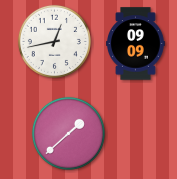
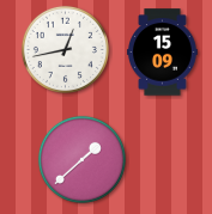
clock at (136, 44): 09:09 -> 15:09
